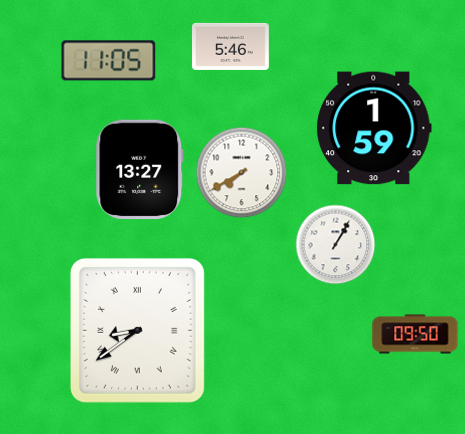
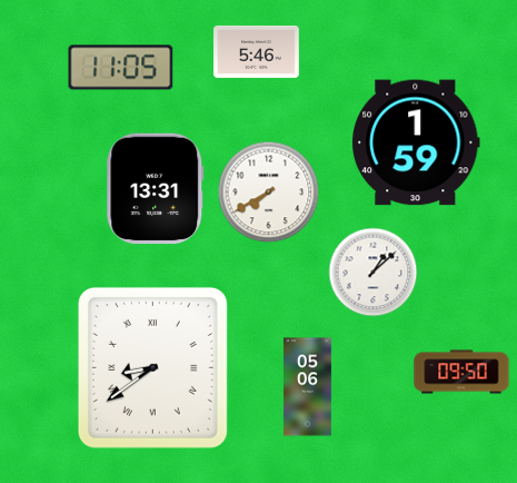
clock at (140, 170): 13:27 -> 13:31
clock at (336, 245): 1:05 -> 1:08
clock at (307, 387): none -> 05:06
